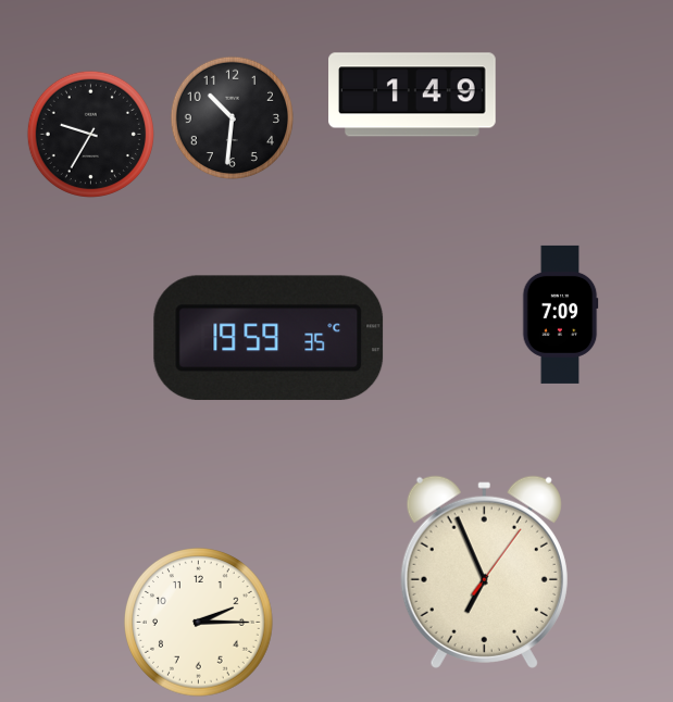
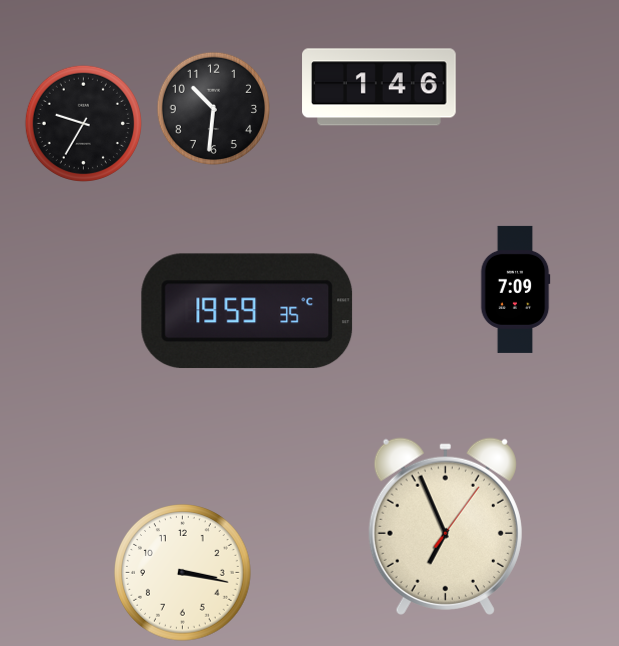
clock at (412, 95): 1:49 -> 1:46
clock at (199, 623): 2:15 -> 3:17
